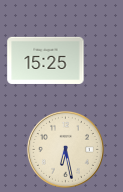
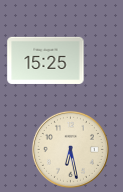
clock at (65, 149) position: (65, 149) -> (70, 149)
